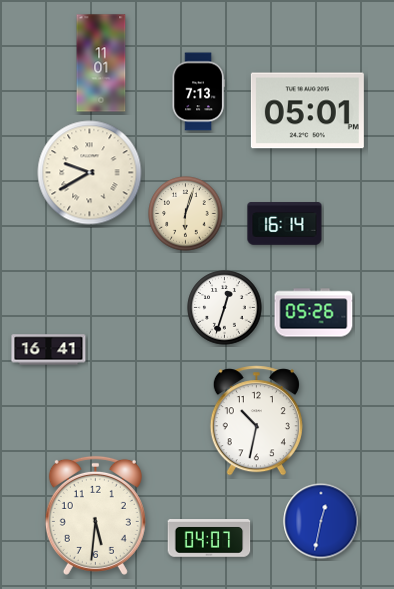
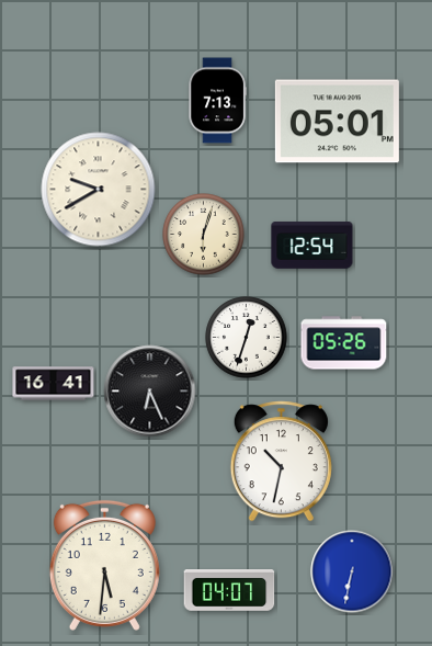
clock at (101, 63): 11:01 -> none
clock at (285, 224): 16:14 -> 12:54
clock at (150, 392): none -> 6:26
clock at (321, 521): 12:32 -> 6:32
